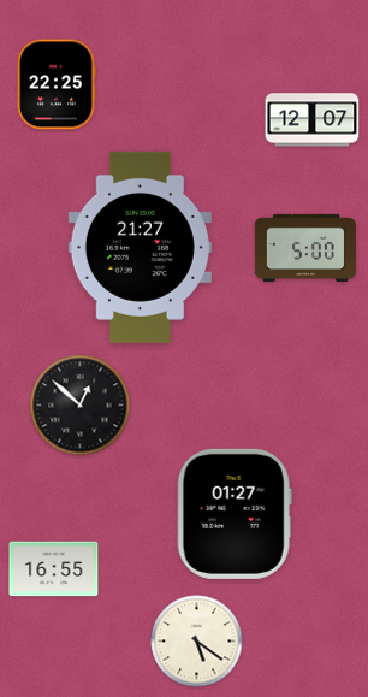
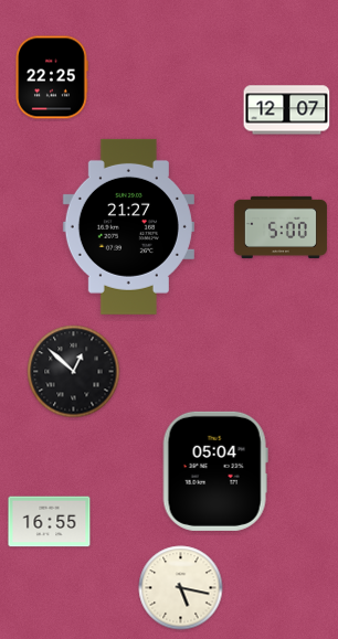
clock at (235, 514): 01:27 -> 05:04
clock at (197, 642): 5:21 -> 5:17
